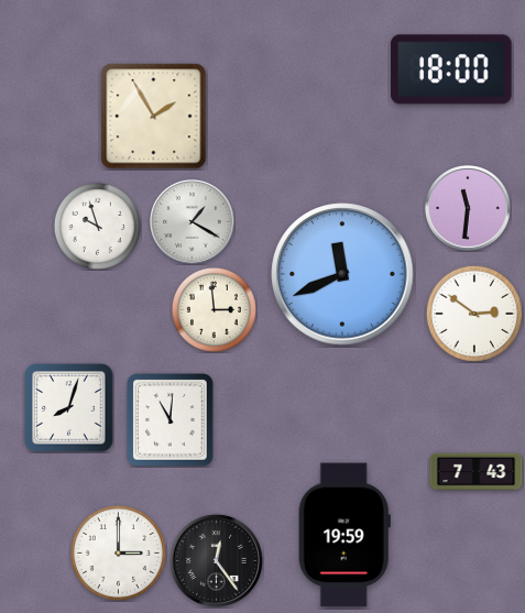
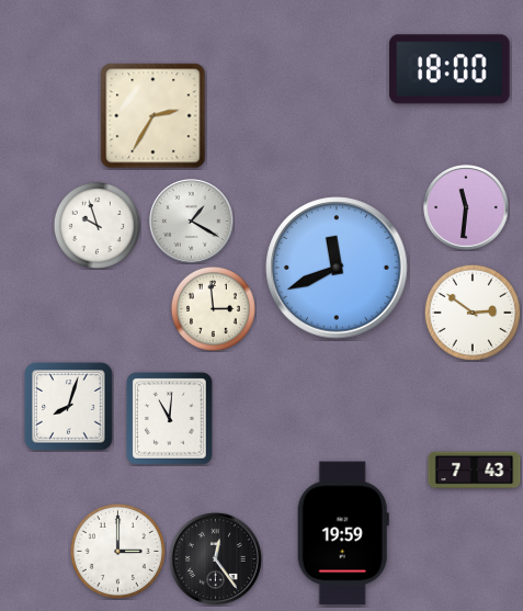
clock at (154, 117): 1:55 -> 2:35
clock at (342, 274) position: (342, 274) -> (337, 268)
